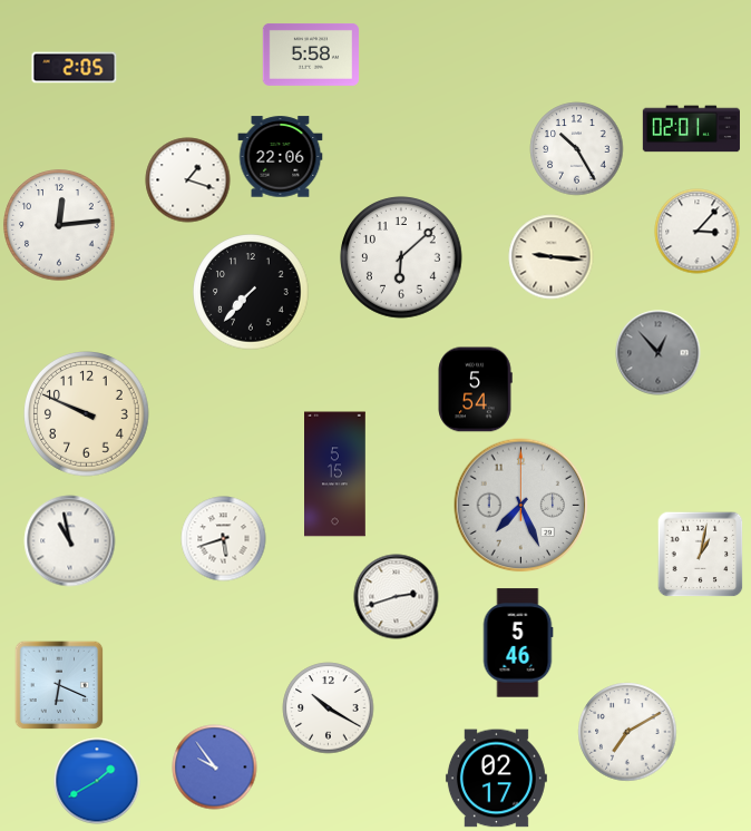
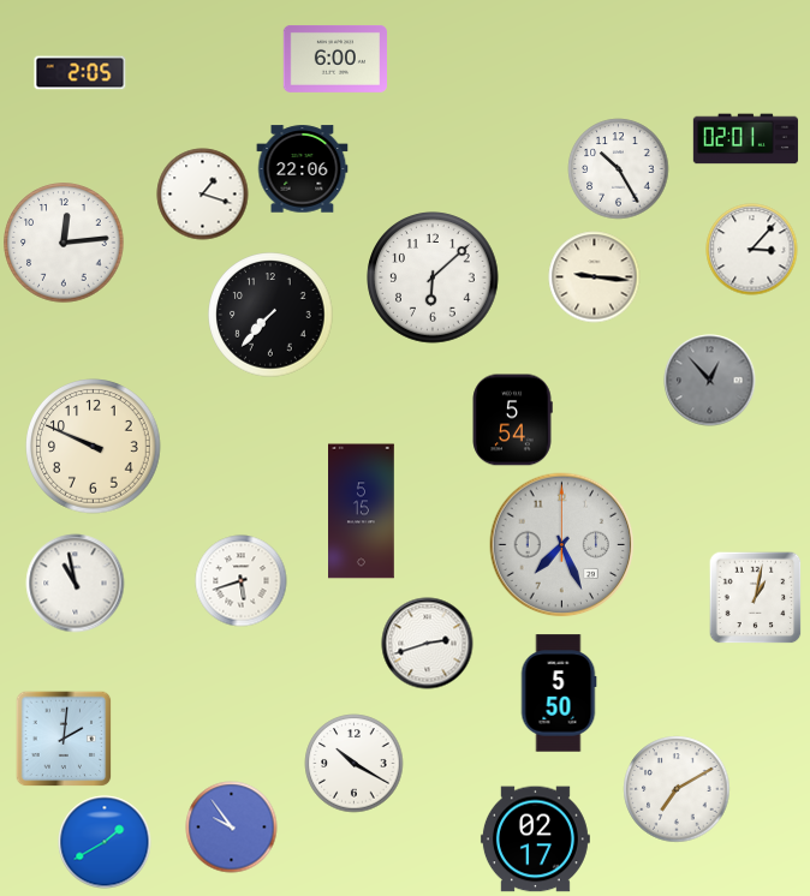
clock at (310, 55): 5:58 -> 6:00
clock at (577, 149) position: (577, 149) -> (619, 169)
clock at (518, 643): 5:46 -> 5:50
clock at (59, 685): 6:19 -> 2:01
